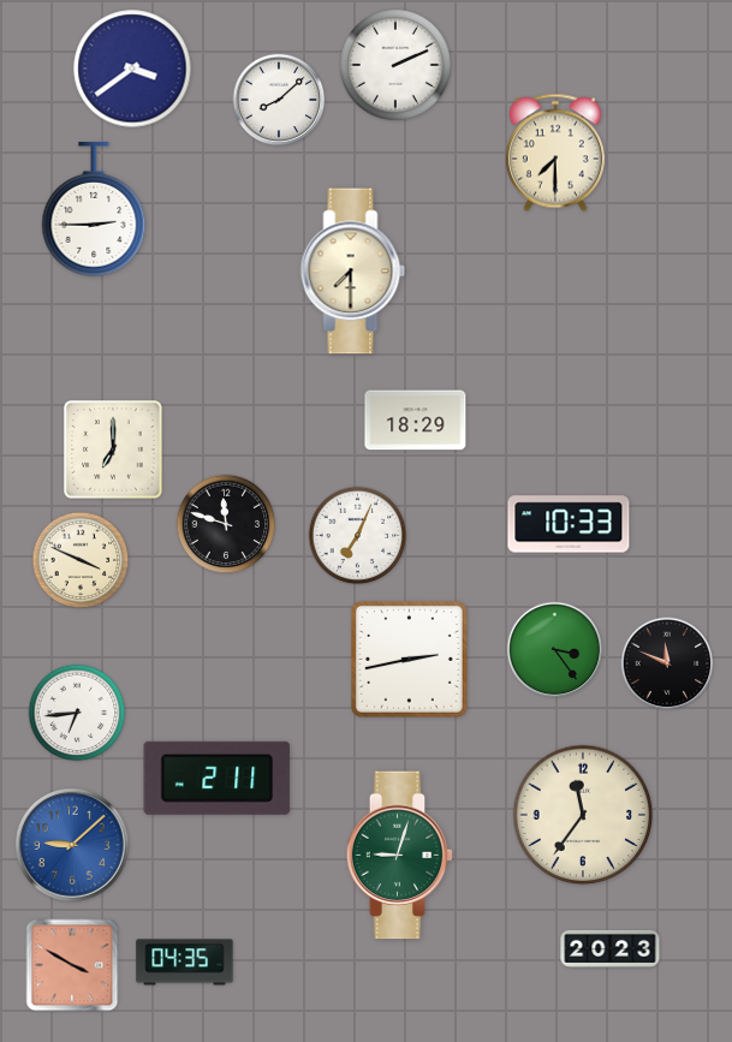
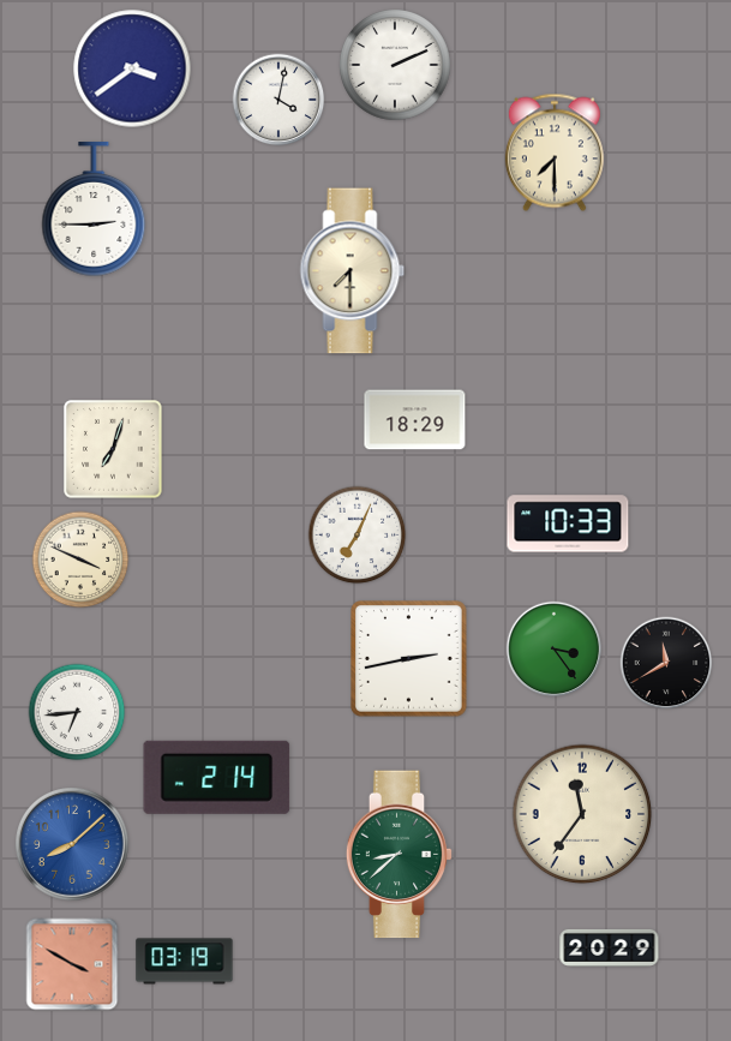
clock at (279, 100): 8:08 -> 4:02
clock at (113, 449): 7:00 -> 7:03
clock at (226, 524): 11:48 -> none
clock at (667, 663): 11:49 -> 11:40
clock at (218, 778): 2:11 -> 2:14
clock at (73, 846): 9:08 -> 8:08
clock at (400, 856): 9:03 -> 8:38
clock at (611, 948): 20:23 -> 20:29
clock at (185, 963): 04:35 -> 03:19
